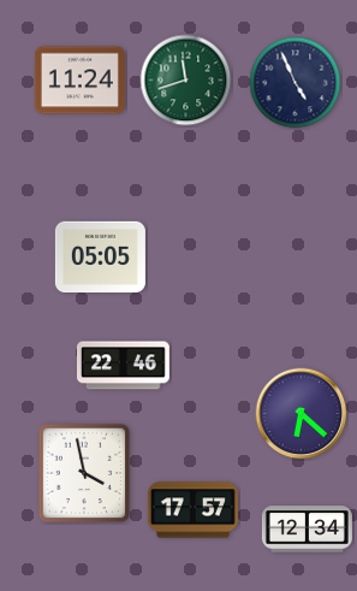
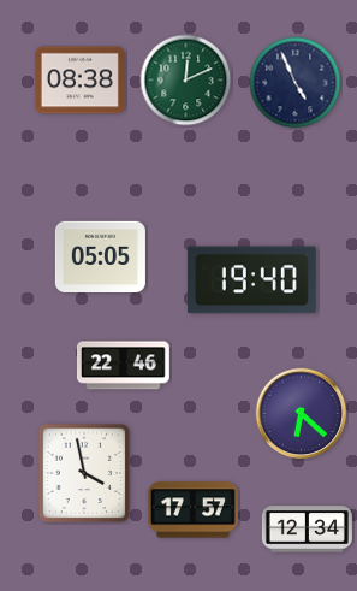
clock at (79, 81): 11:24 -> 08:38
clock at (186, 81): 11:42 -> 12:11
clock at (251, 280): none -> 19:40
